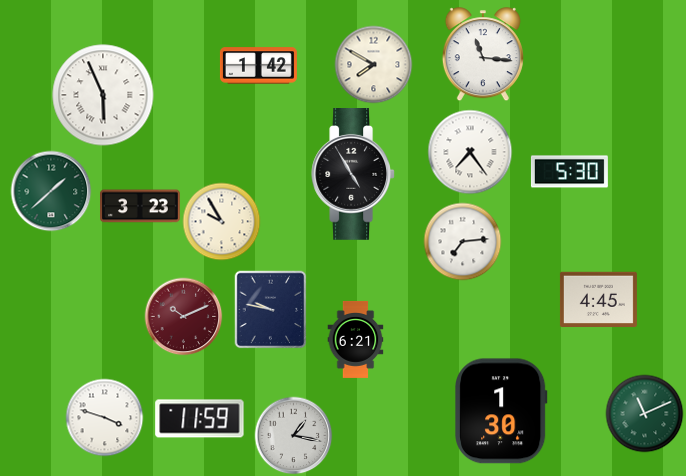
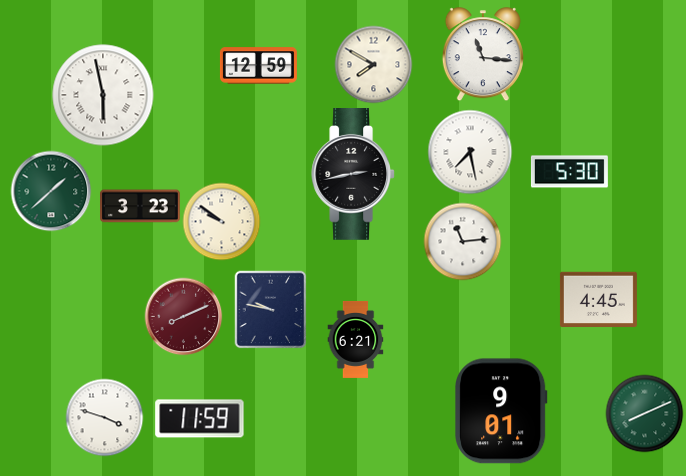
clock at (258, 66): 1:42 -> 12:59
clock at (103, 95): 5:56 -> 5:58
clock at (470, 152): 7:24 -> 7:28
clock at (353, 175): 4:55 -> 2:43
clock at (221, 221): 9:55 -> 9:51
clock at (462, 241): 7:14 -> 11:14
clock at (183, 316): 10:11 -> 8:11
clock at (502, 411): 1:30 -> 9:01
clock at (644, 413): 11:11 -> 8:11
clock at (293, 435): 1:17 -> none
